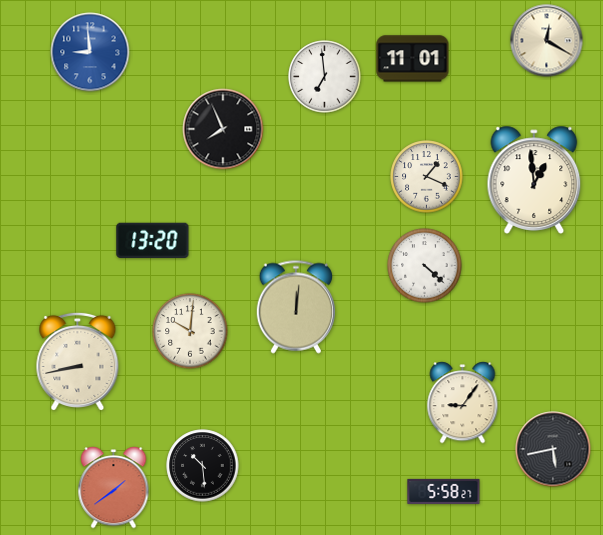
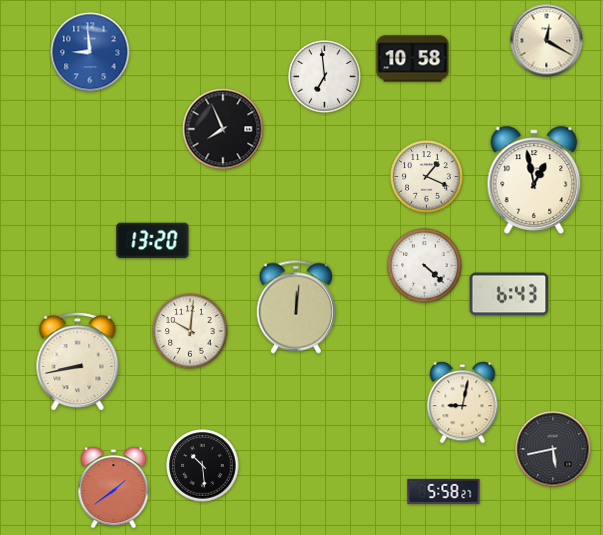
clock at (413, 59): 11:01 -> 10:58
clock at (534, 180): 12:59 -> 12:58
clock at (509, 294): none -> 6:43
clock at (463, 403): 9:06 -> 9:02
